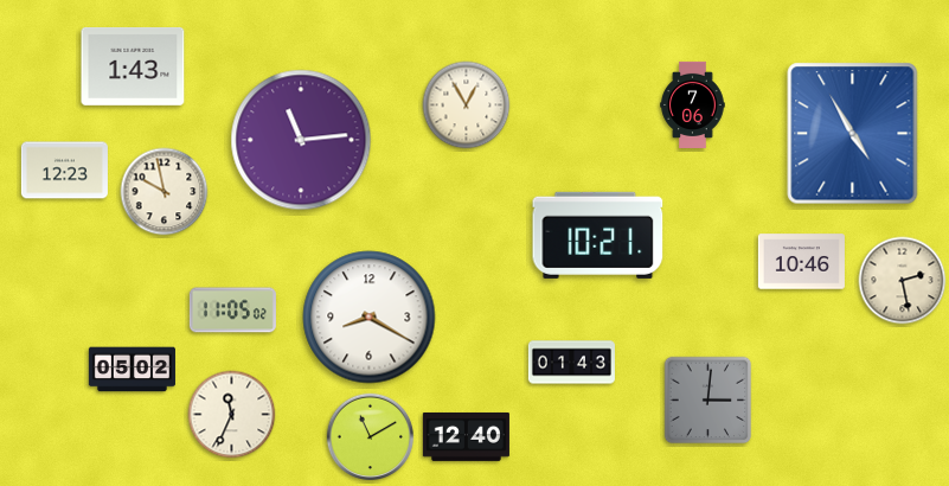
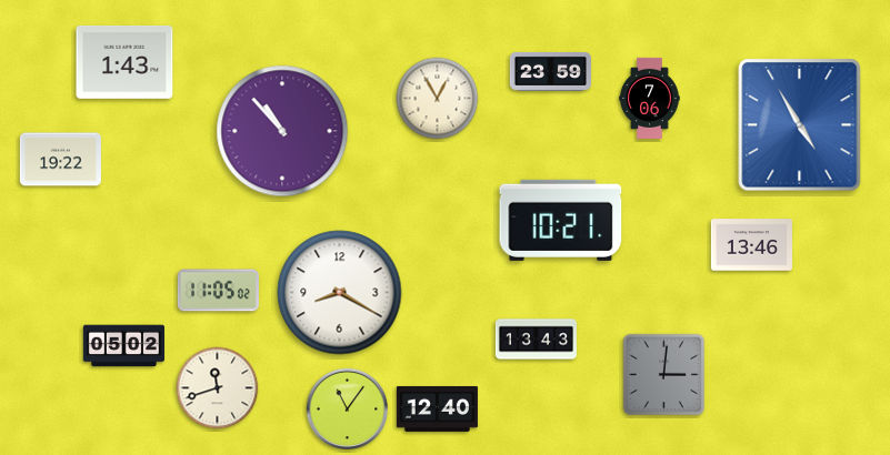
clock at (550, 71): none -> 23:59
clock at (301, 140): 11:14 -> 10:53
clock at (64, 171): 12:23 -> 19:22
clock at (165, 192): 9:58 -> none
clock at (801, 262): 10:46 -> 13:46
clock at (903, 281): 2:28 -> none
clock at (370, 318) position: (370, 318) -> (340, 293)
clock at (571, 363): 01:43 -> 13:43
clock at (232, 415): 11:34 -> 11:42
clock at (371, 437): 11:10 -> 11:06
